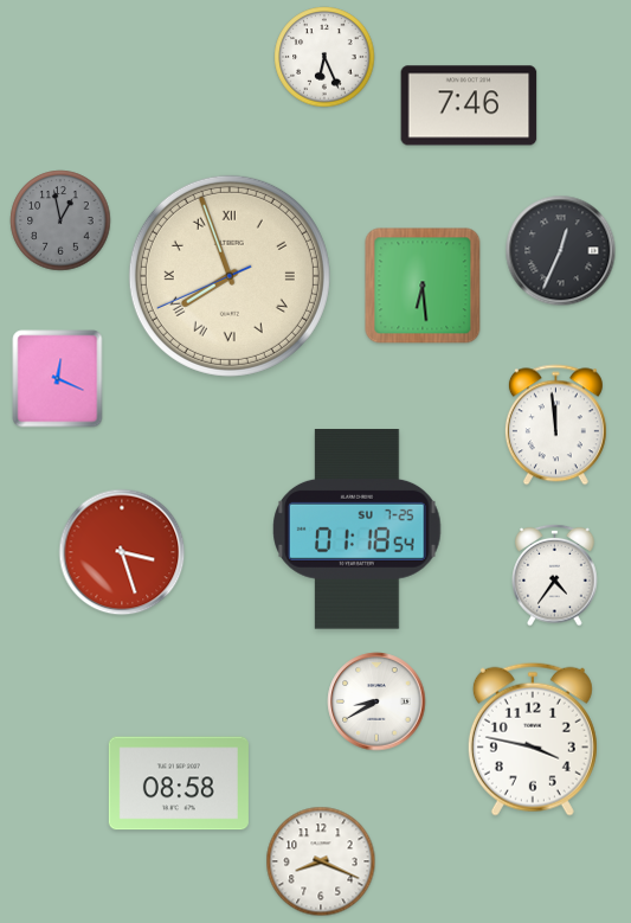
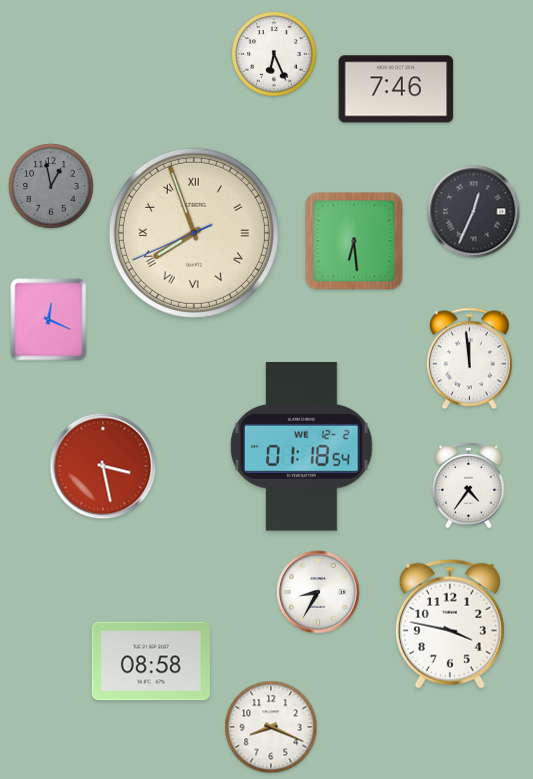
clock at (324, 57) position: (324, 57) -> (274, 54)
clock at (423, 286) position: (423, 286) -> (354, 241)
clock at (358, 530) date: SU 7-25 -> WE 12-2
clock at (122, 552): 3:27 -> 3:28
clock at (376, 701): 8:40 -> 8:35
